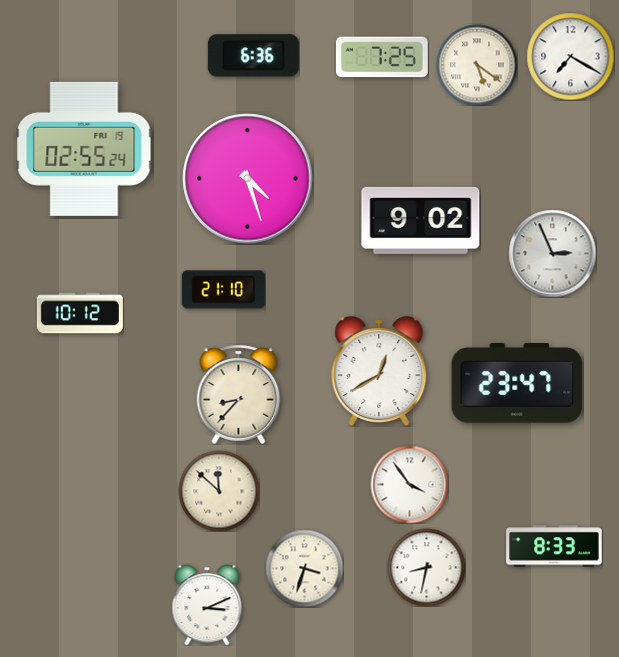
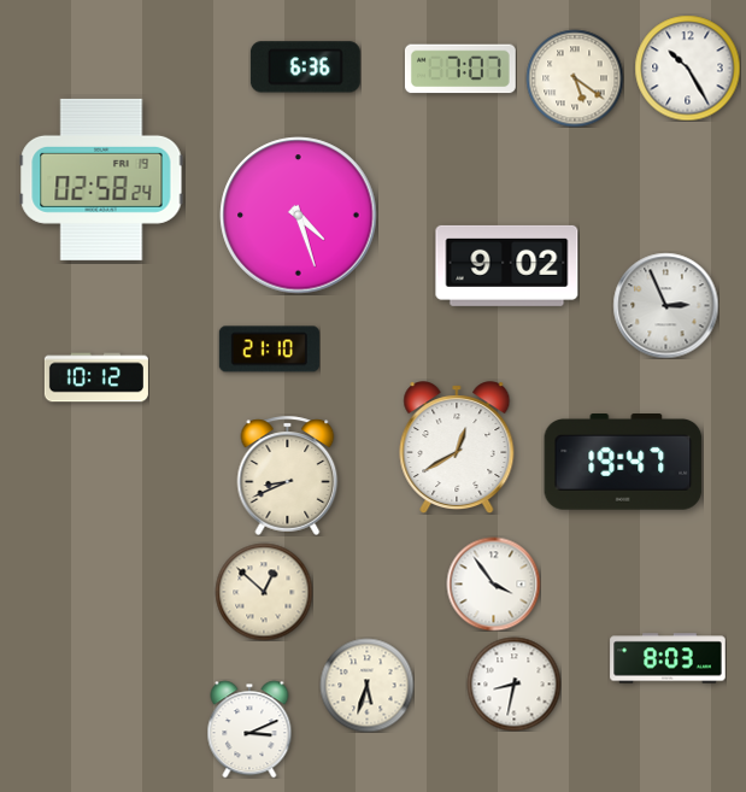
clock at (570, 56): 7:20 -> 10:25
clock at (382, 57): 7:25 -> 7:07
clock at (84, 149): 02:55 -> 02:58
clock at (517, 384): 23:47 -> 19:47
clock at (239, 394): 8:37 -> 8:41
clock at (219, 491): 11:52 -> 12:52
clock at (554, 546): 8:33 -> 8:03
clock at (304, 568): 3:33 -> 5:33
